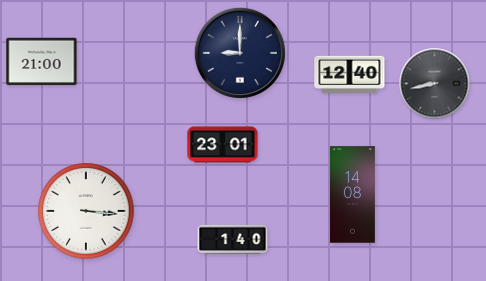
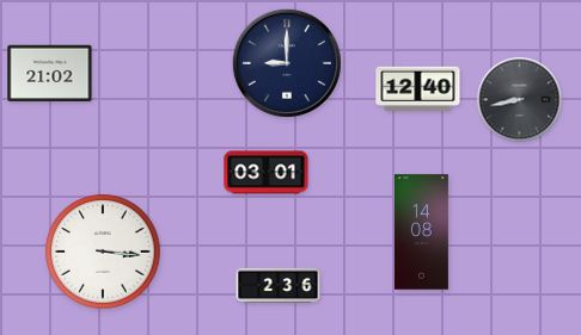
clock at (42, 62): 21:00 -> 21:02
clock at (223, 145): 23:01 -> 03:01
clock at (233, 239): 1:40 -> 2:36
